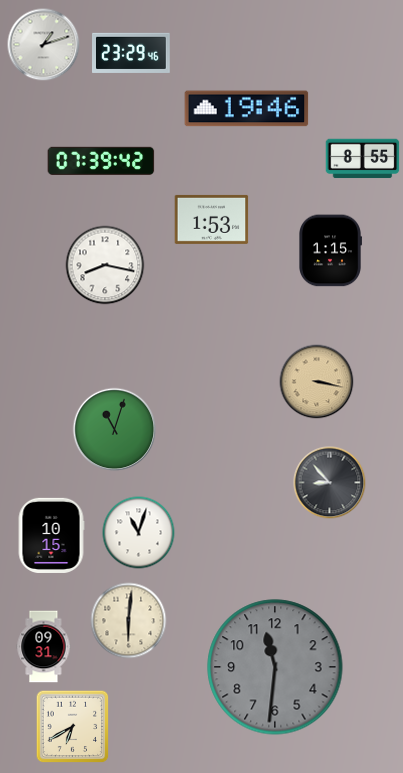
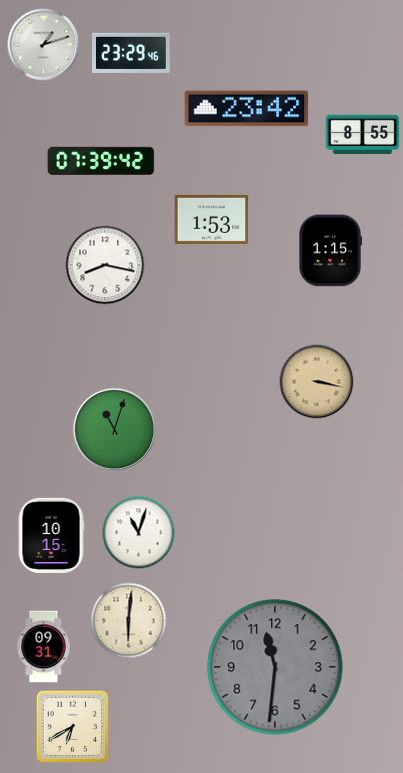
clock at (247, 109): 19:46 -> 23:42
clock at (363, 159) position: (363, 159) -> (363, 135)
clock at (330, 483): 8:53 -> none
